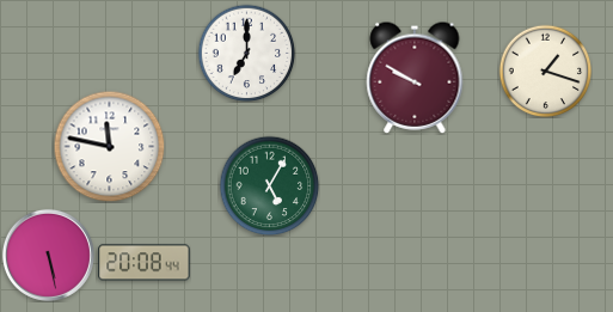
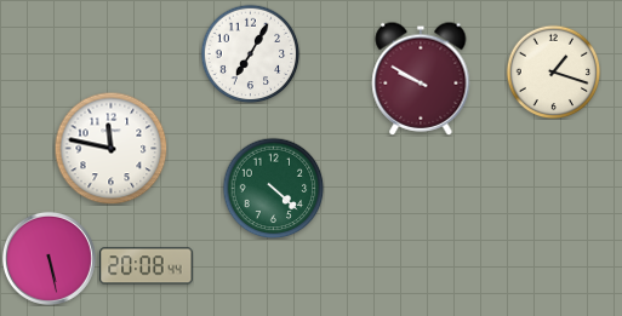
clock at (246, 53): 7:00 -> 7:05
clock at (269, 185): 5:05 -> 4:22
